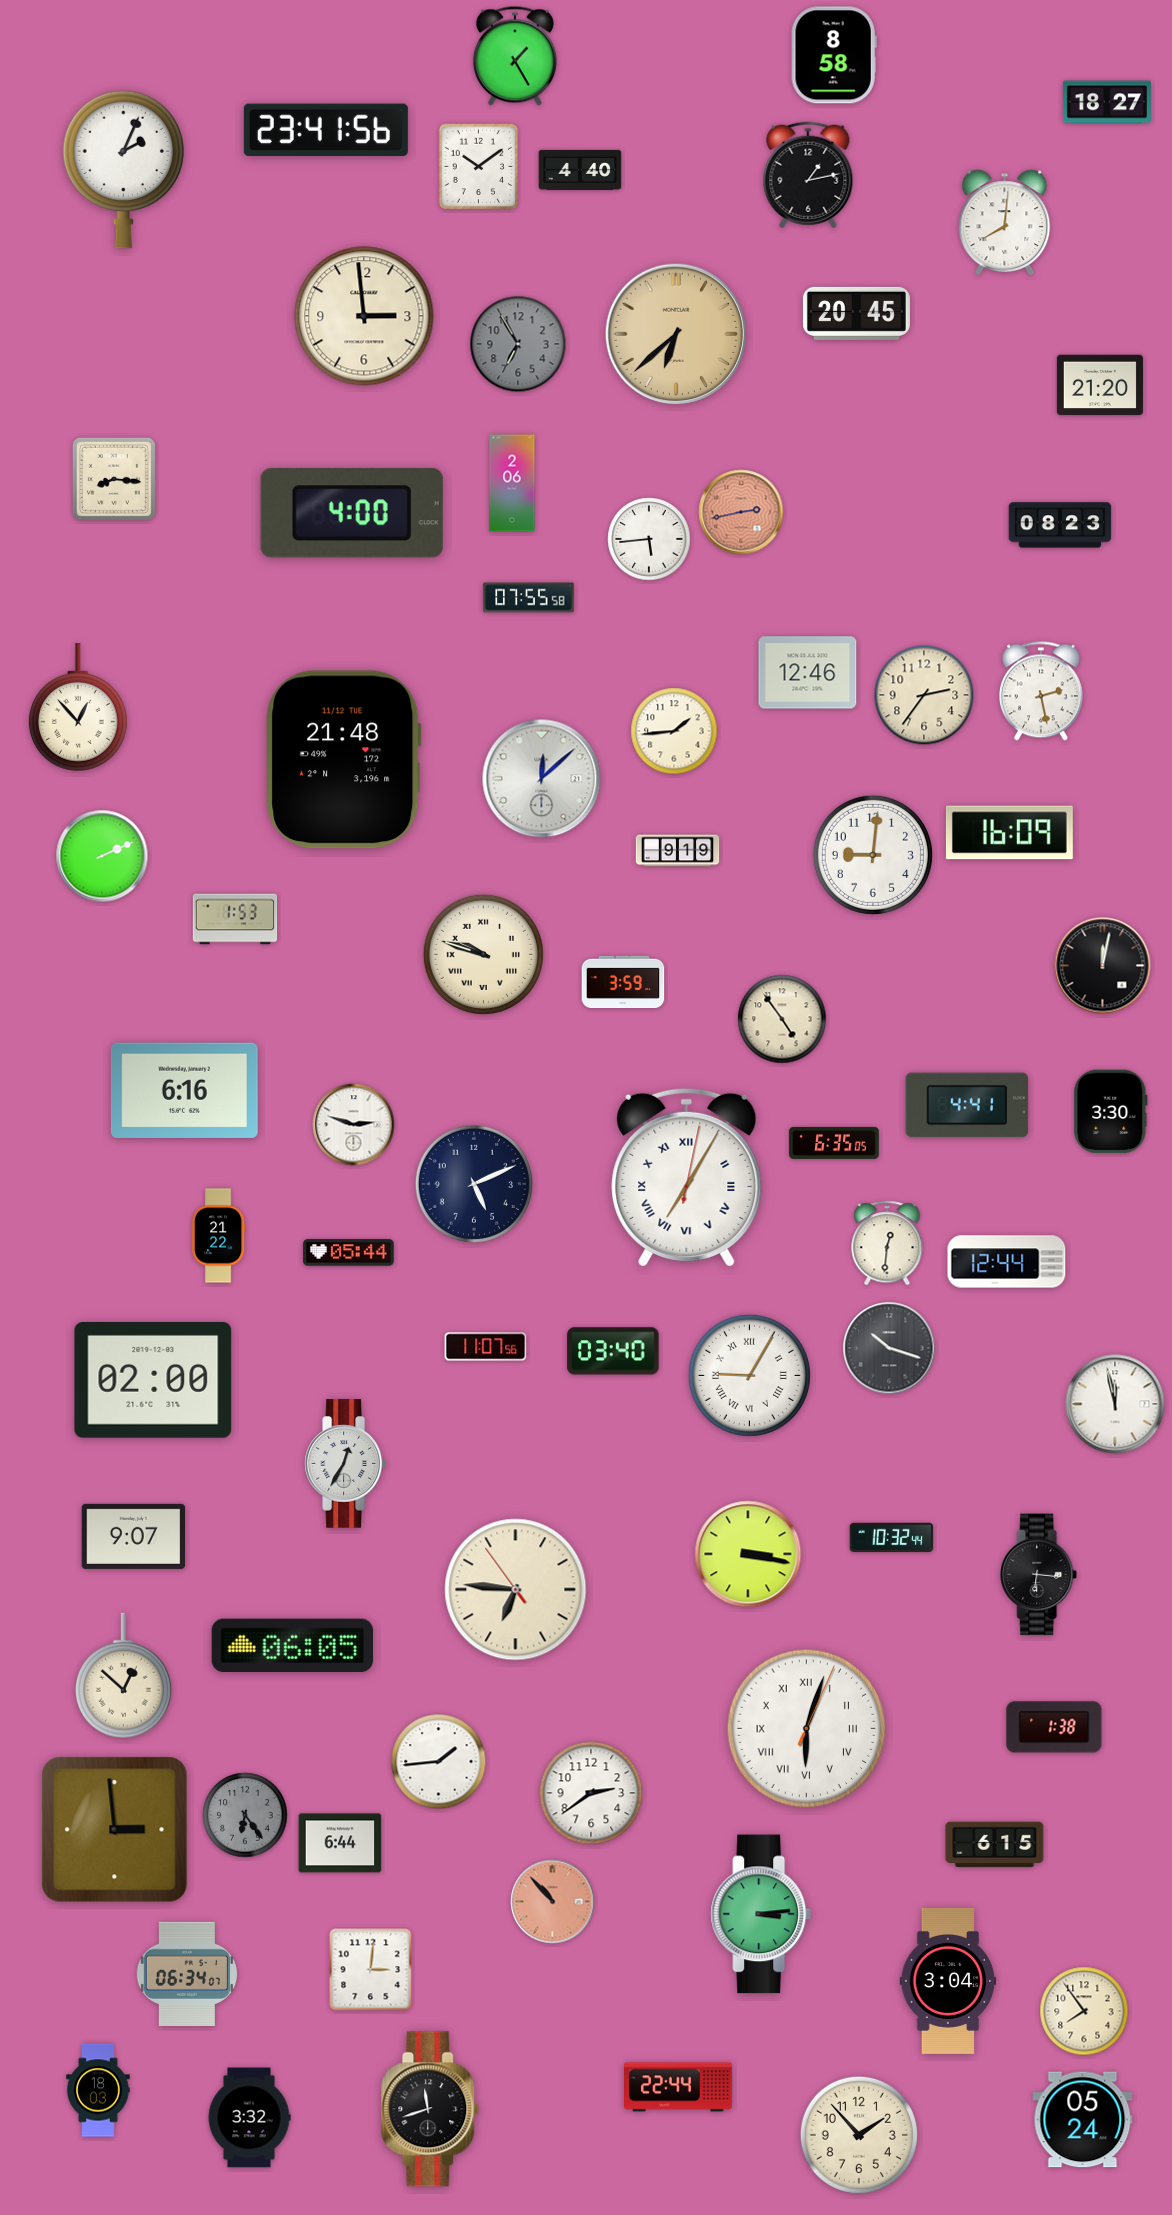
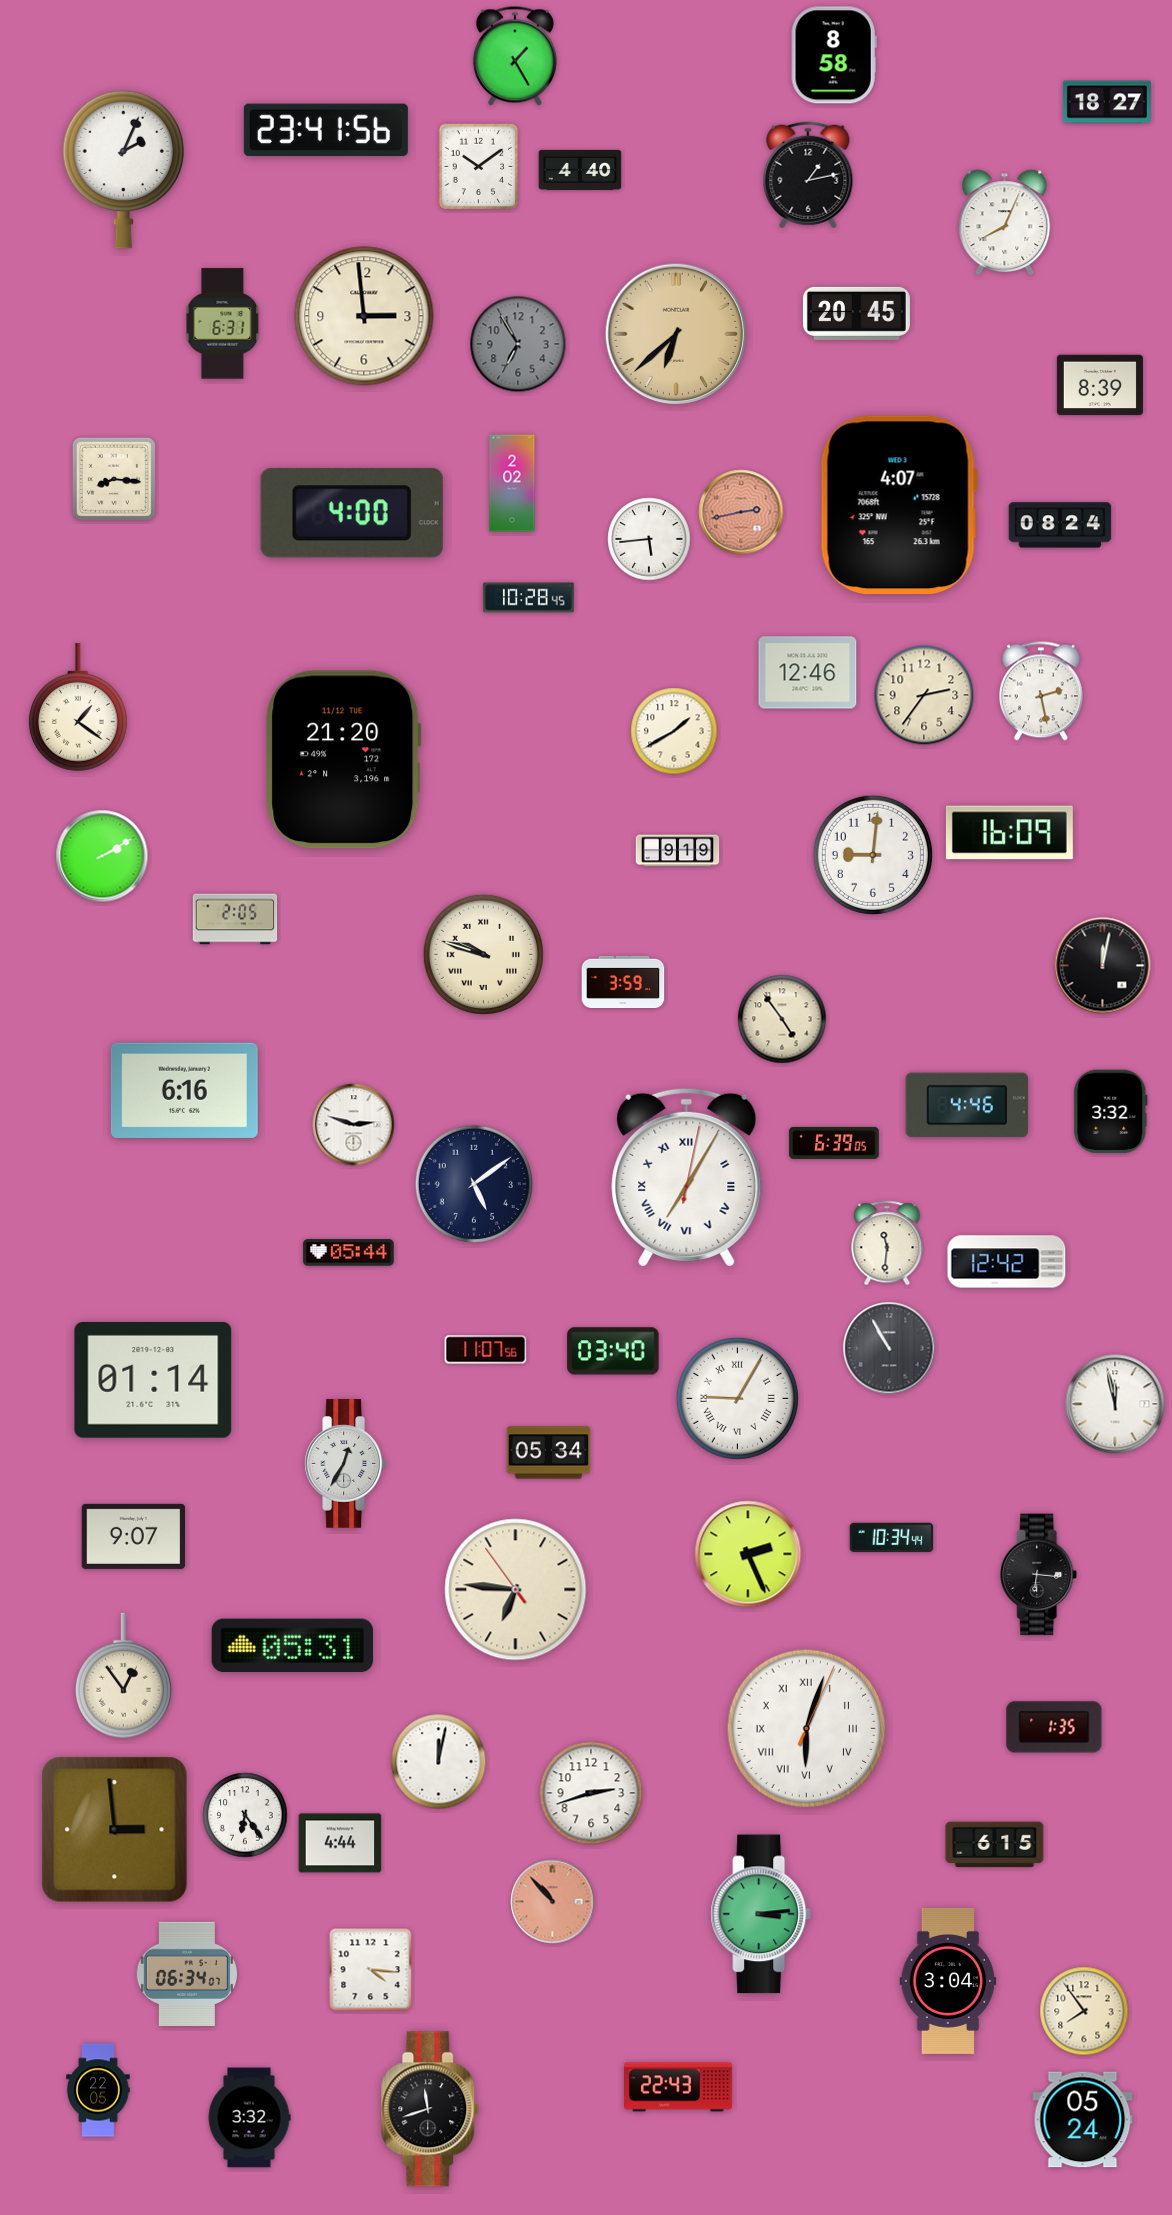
clock at (1005, 223): 8:01 -> 8:04
clock at (223, 324): none -> 6:31
clock at (1100, 385): 21:20 -> 8:39
clock at (512, 483): 2:06 -> 2:02
clock at (899, 504): none -> 4:07
clock at (1060, 525): 08:23 -> 08:24
clock at (529, 598): 07:55 -> 10:28
clock at (78, 708): 12:53 -> 1:21
clock at (674, 731): 1:44 -> 1:40
clock at (344, 760): 21:48 -> 21:20
clock at (542, 779): 12:08 -> none
clock at (102, 856): 2:11 -> 2:10
clock at (235, 919): 1:53 -> 2:05
clock at (967, 1105): 4:41 -> 4:46
clock at (1111, 1112): 3:30 -> 3:32
clock at (834, 1143): 6:35 -> 6:39
clock at (474, 1184): 5:11 -> 5:09
clock at (218, 1236): 21:22 -> none
clock at (887, 1243): 12:31 -> 11:31
clock at (1007, 1262): 12:44 -> 12:42
clock at (486, 1347) position: (486, 1347) -> (486, 1350)
clock at (889, 1348): 10:18 -> 10:55
clock at (749, 1375) position: (749, 1375) -> (737, 1398)
clock at (153, 1380): 02:00 -> 01:14
clock at (549, 1453): none -> 05:34
clock at (892, 1538): 10:32 -> 10:34
clock at (748, 1554): 3:17 -> 2:26
clock at (292, 1646): 06:05 -> 05:31
clock at (123, 1676): 12:52 -> 12:54
clock at (1054, 1727): 1:38 -> 1:35
clock at (439, 1762): 1:44 -> 12:02
clock at (591, 1793): 2:39 -> 2:42
clock at (245, 1815) dial: grey -> white
clock at (340, 1843): 6:44 -> 4:44
clock at (371, 1970): 3:01 -> 4:16
clock at (679, 2087): 22:44 -> 22:43
clock at (98, 2090): 18:03 -> 22:05
clock at (859, 2135): 1:53 -> none
